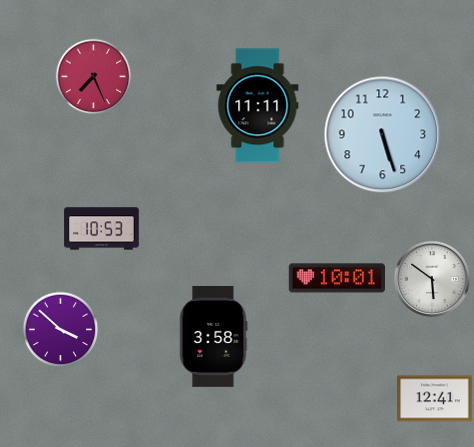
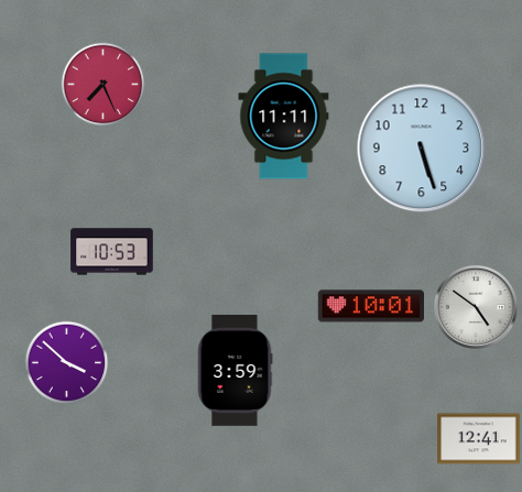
clock at (432, 279): 5:51 -> 4:51
clock at (213, 336): 3:58 -> 3:59
